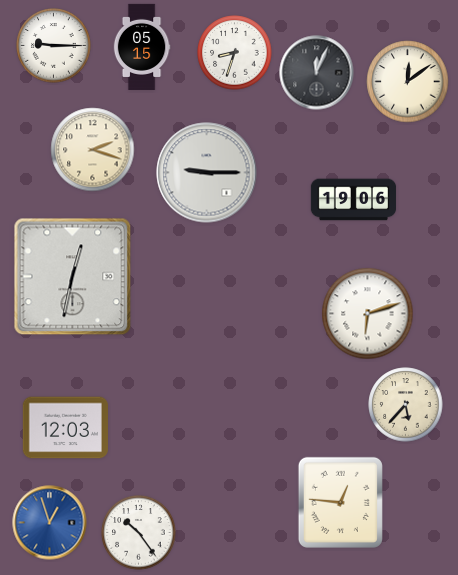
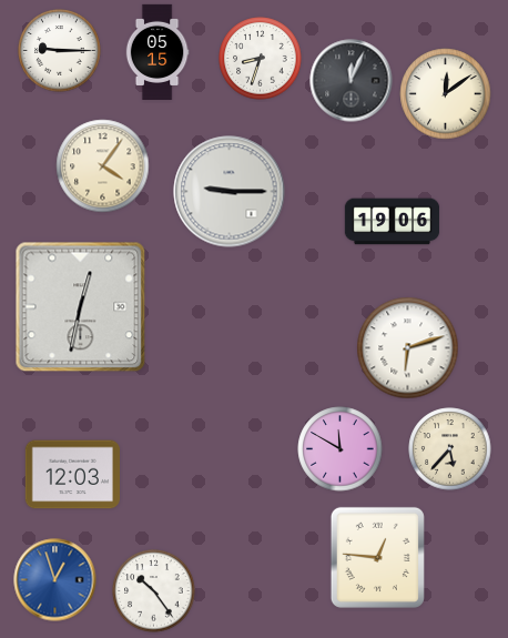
clock at (408, 82) position: (408, 82) -> (446, 94)
clock at (93, 150): 2:18 -> 4:06
clock at (341, 449): none -> 11:50
